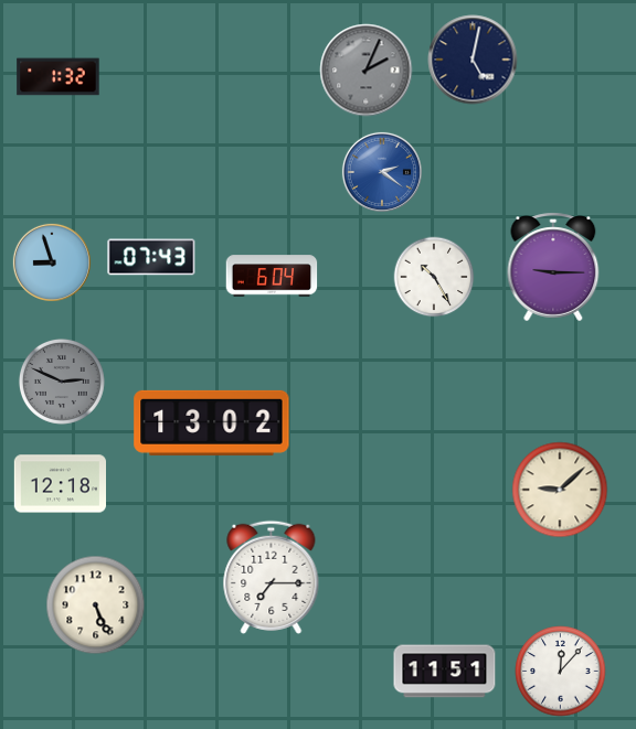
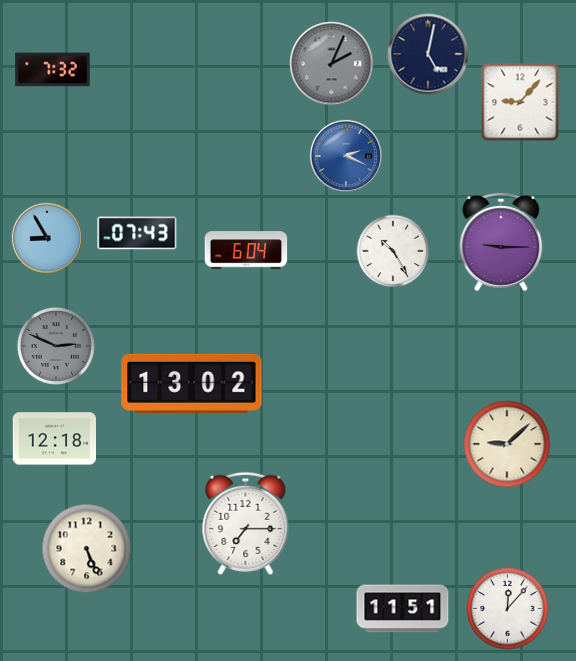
clock at (59, 77): 1:32 -> 7:32
clock at (520, 102): none -> 9:07
clock at (382, 172): 2:21 -> 2:19
clock at (51, 261): 8:57 -> 8:55
